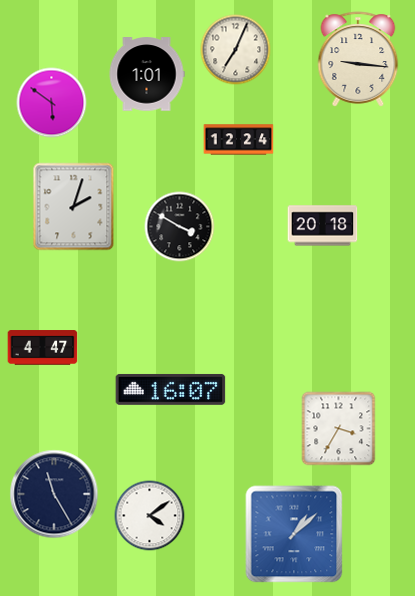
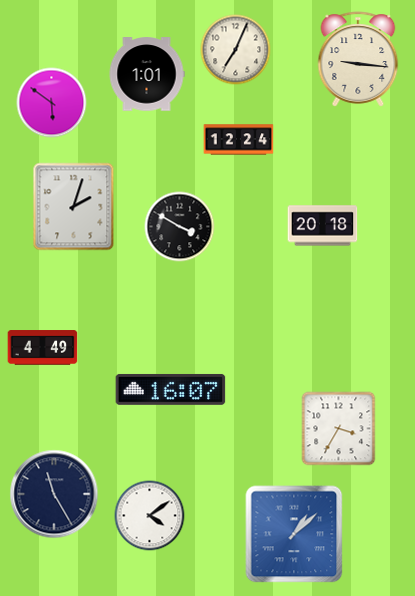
clock at (43, 348): 4:47 -> 4:49
